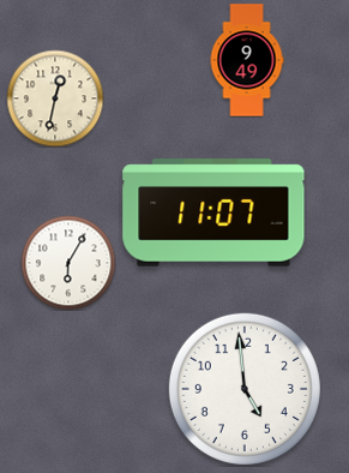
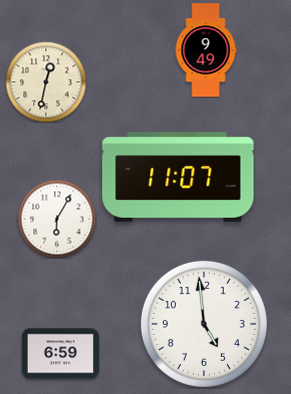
clock at (60, 354): none -> 6:59
